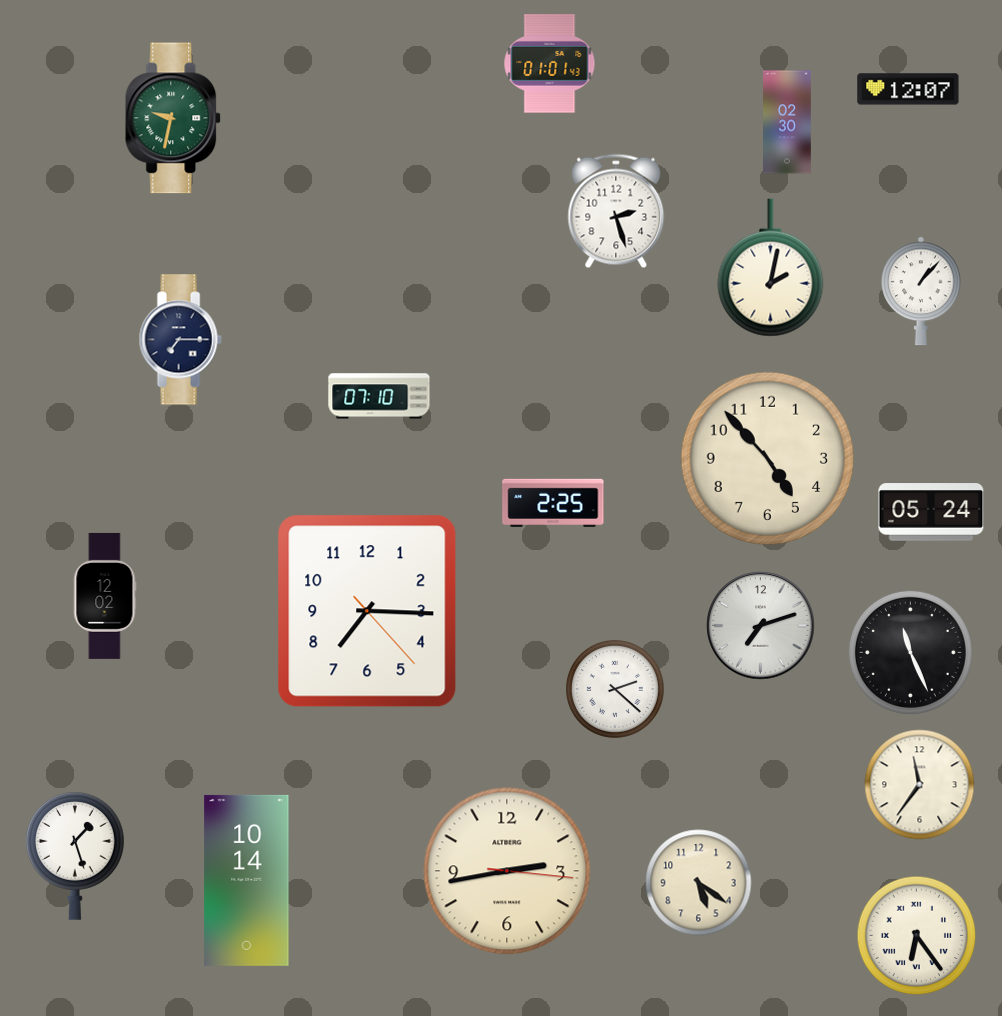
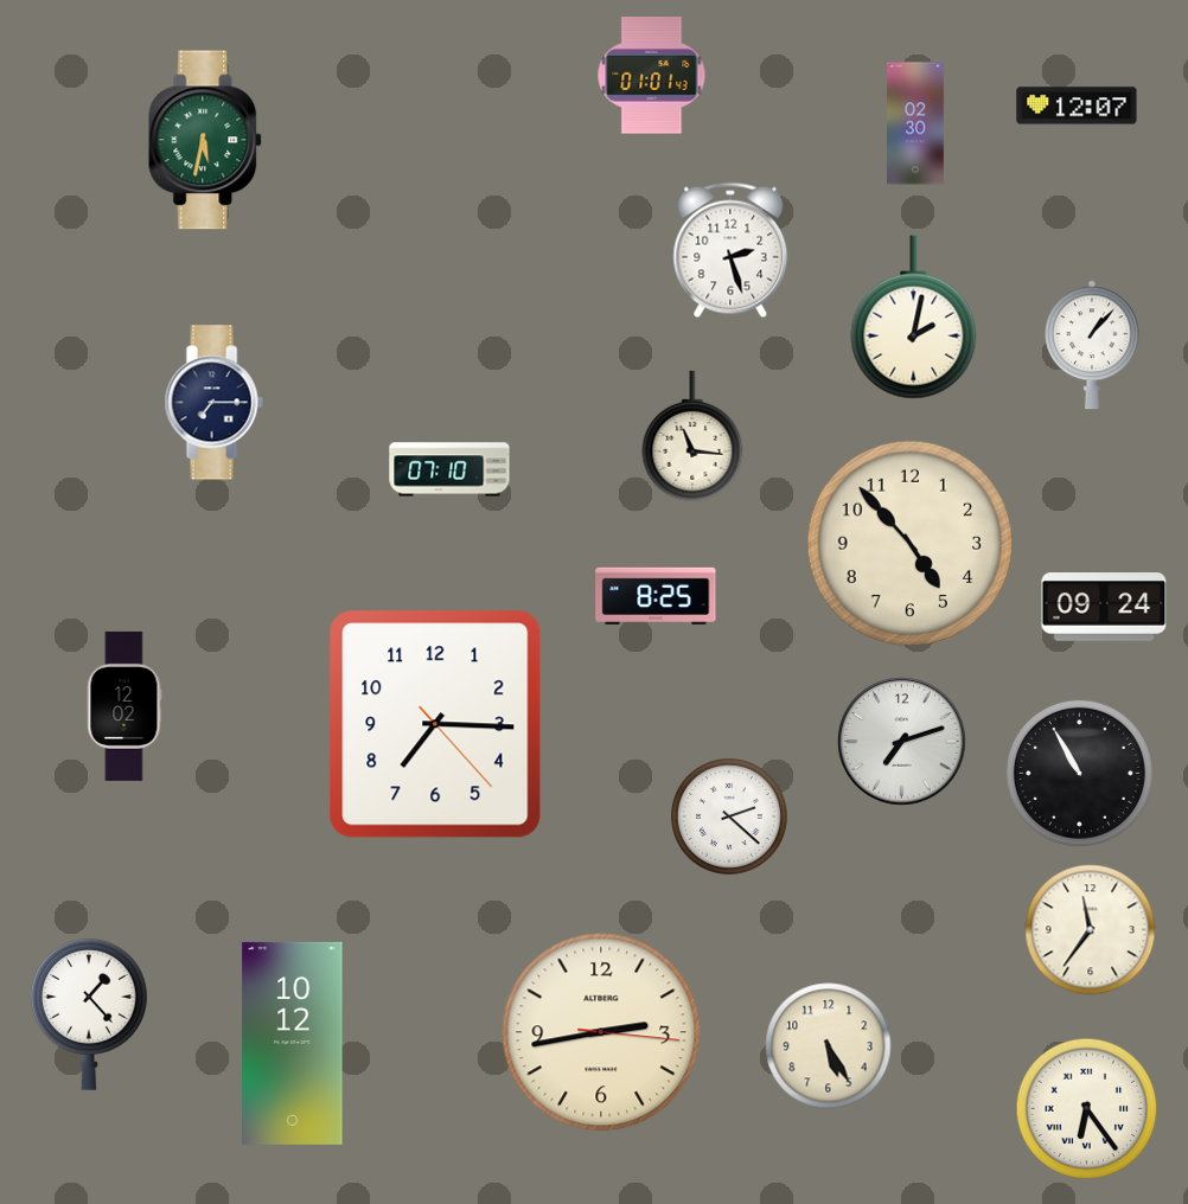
clock at (174, 118): 9:32 -> 5:32
clock at (788, 122) position: (788, 122) -> (916, 123)
clock at (692, 436): none -> 11:16
clock at (553, 503): 2:25 -> 8:25
clock at (931, 512): 05:24 -> 09:24
clock at (910, 652): 11:26 -> 10:55
clock at (76, 856): 1:27 -> 1:23
clock at (247, 880): 10:14 -> 10:12
clock at (699, 883): 5:21 -> 5:25
